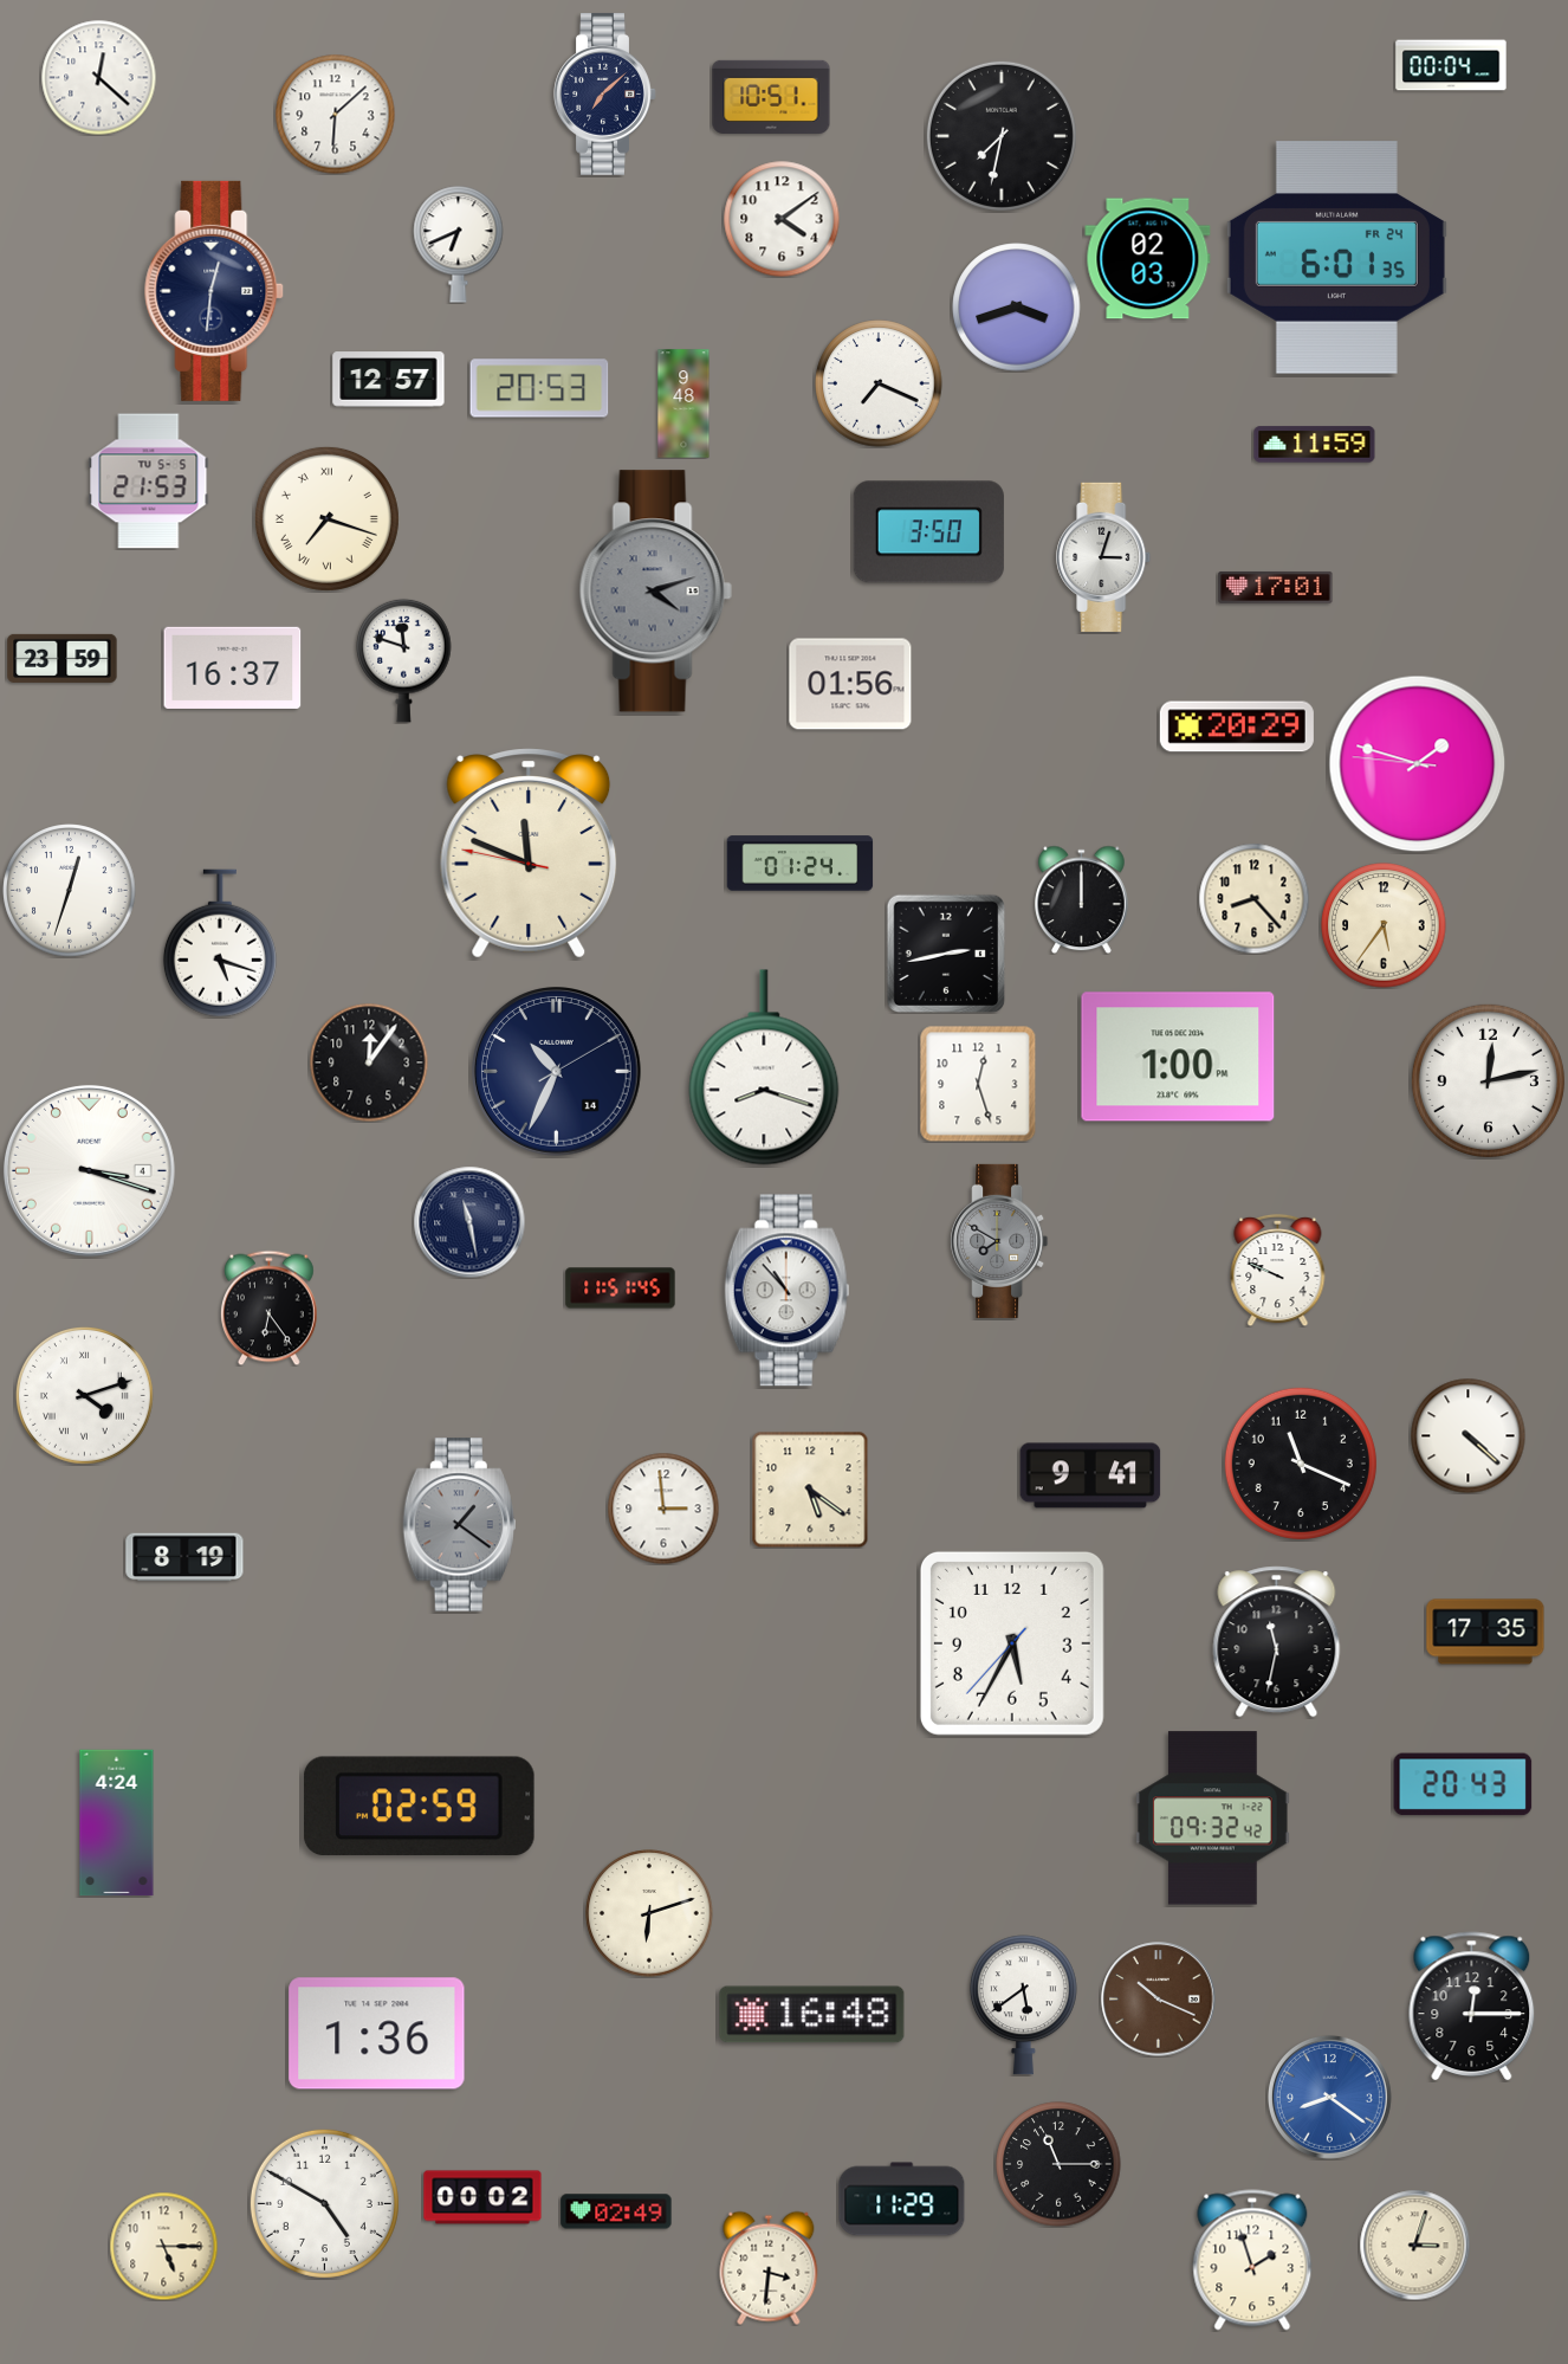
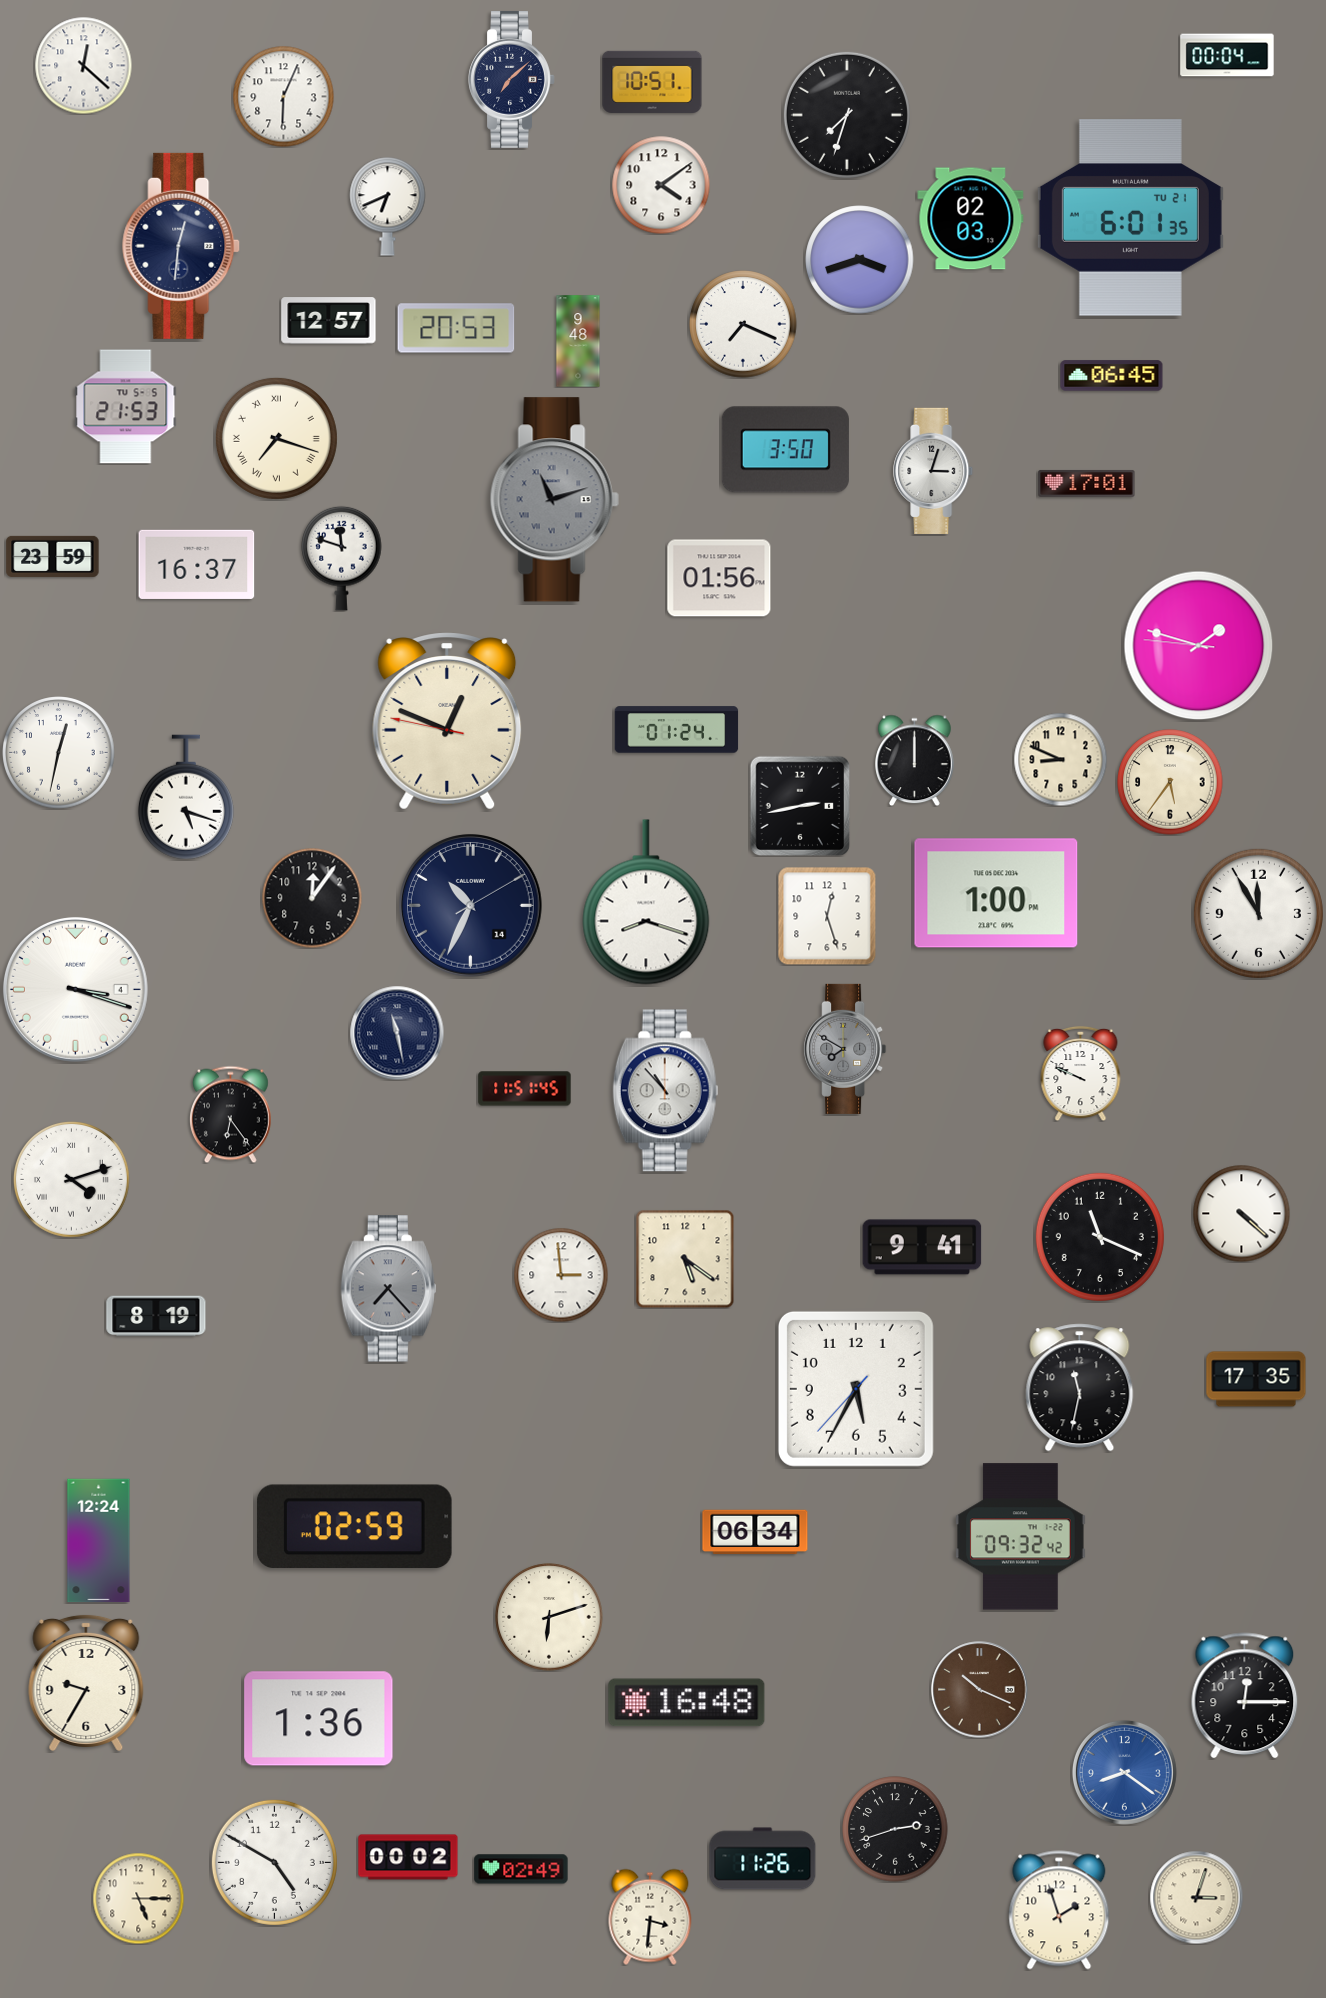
clock at (336, 115): 6:08 -> 6:04
clock at (1002, 136): 7:32 -> 7:33
clock at (1336, 258) date: FR 24 -> TU 21
clock at (1315, 445): 11:59 -> 06:45
clock at (1276, 588) position: (1276, 588) -> (1087, 484)
clock at (655, 592): 4:12 -> 11:12
clock at (1237, 726): 20:29 -> none
clock at (529, 853): 11:48 -> 12:48
clock at (70, 891): 12:33 -> 12:32
clock at (1253, 898): 8:23 -> 8:49
clock at (1488, 1080): 12:13 -> 11:55
clock at (268, 1307) position: (268, 1307) -> (230, 1114)
clock at (459, 1525): 1:21 -> 7:23
clock at (1463, 1784): 20:43 -> none
clock at (755, 1532): none -> 06:34
clock at (1213, 1819) position: (1213, 1819) -> (1021, 1537)
clock at (117, 1823): 4:24 -> 12:24
clock at (86, 1682): none -> 9:35
clock at (1023, 2005): 5:39 -> none
clock at (1058, 2164): 11:15 -> 2:42
clock at (902, 2200): 11:29 -> 11:26
